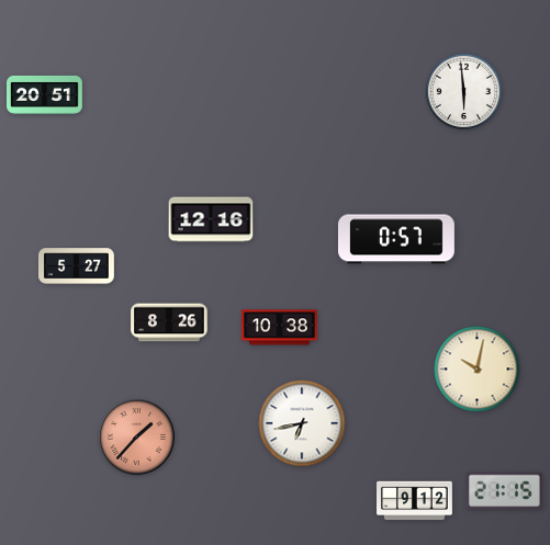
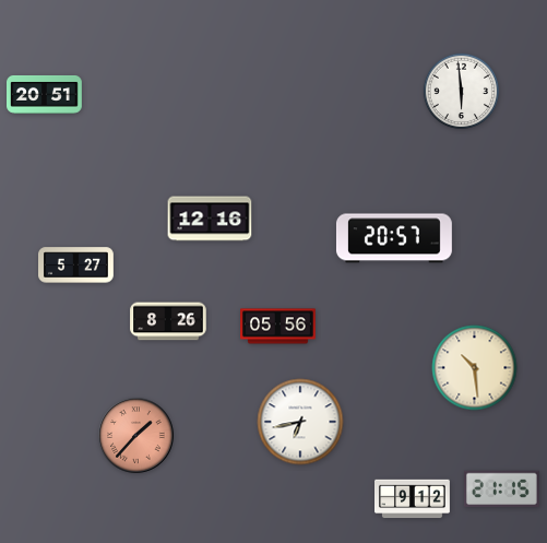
clock at (396, 239): 0:57 -> 20:57
clock at (280, 328): 10:38 -> 05:56
clock at (478, 370): 10:02 -> 10:29
